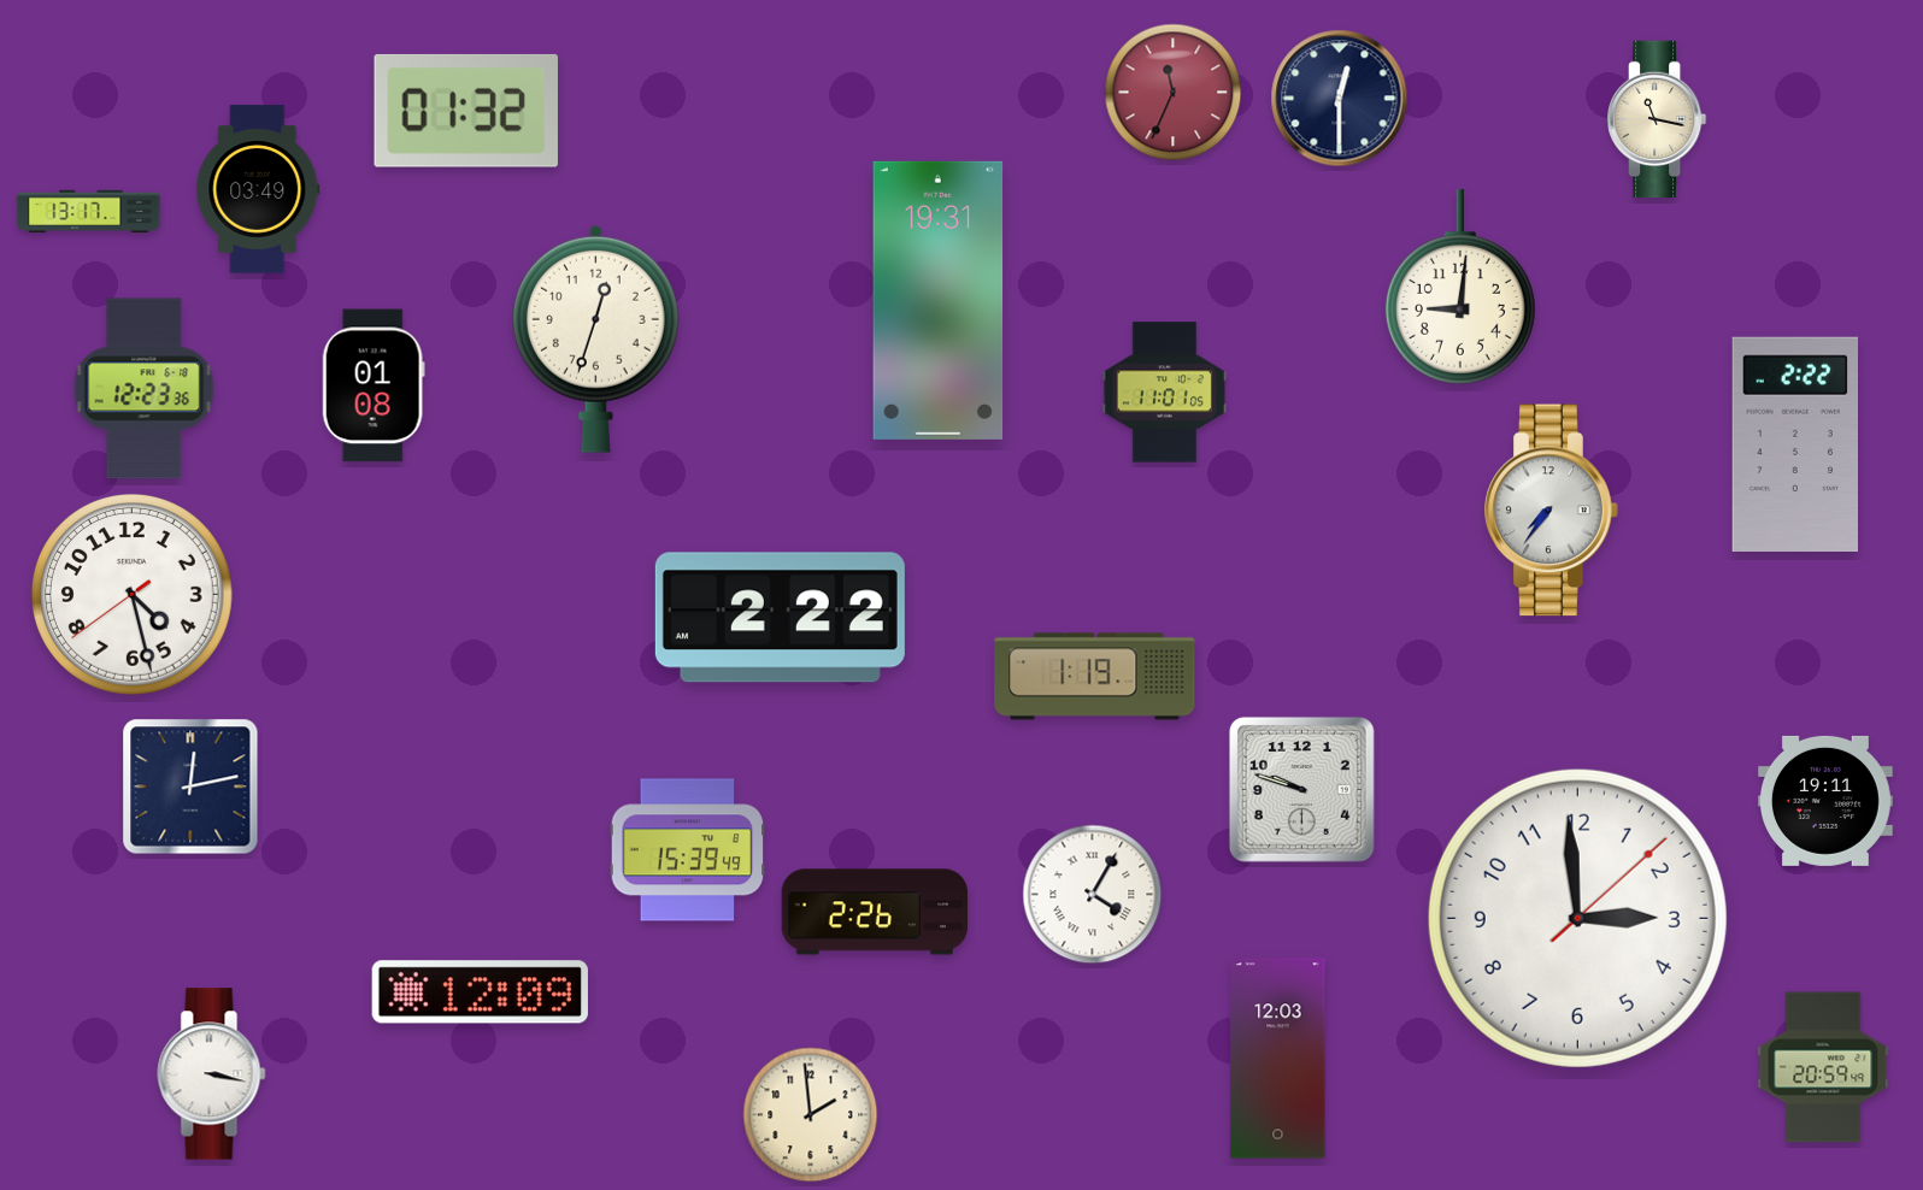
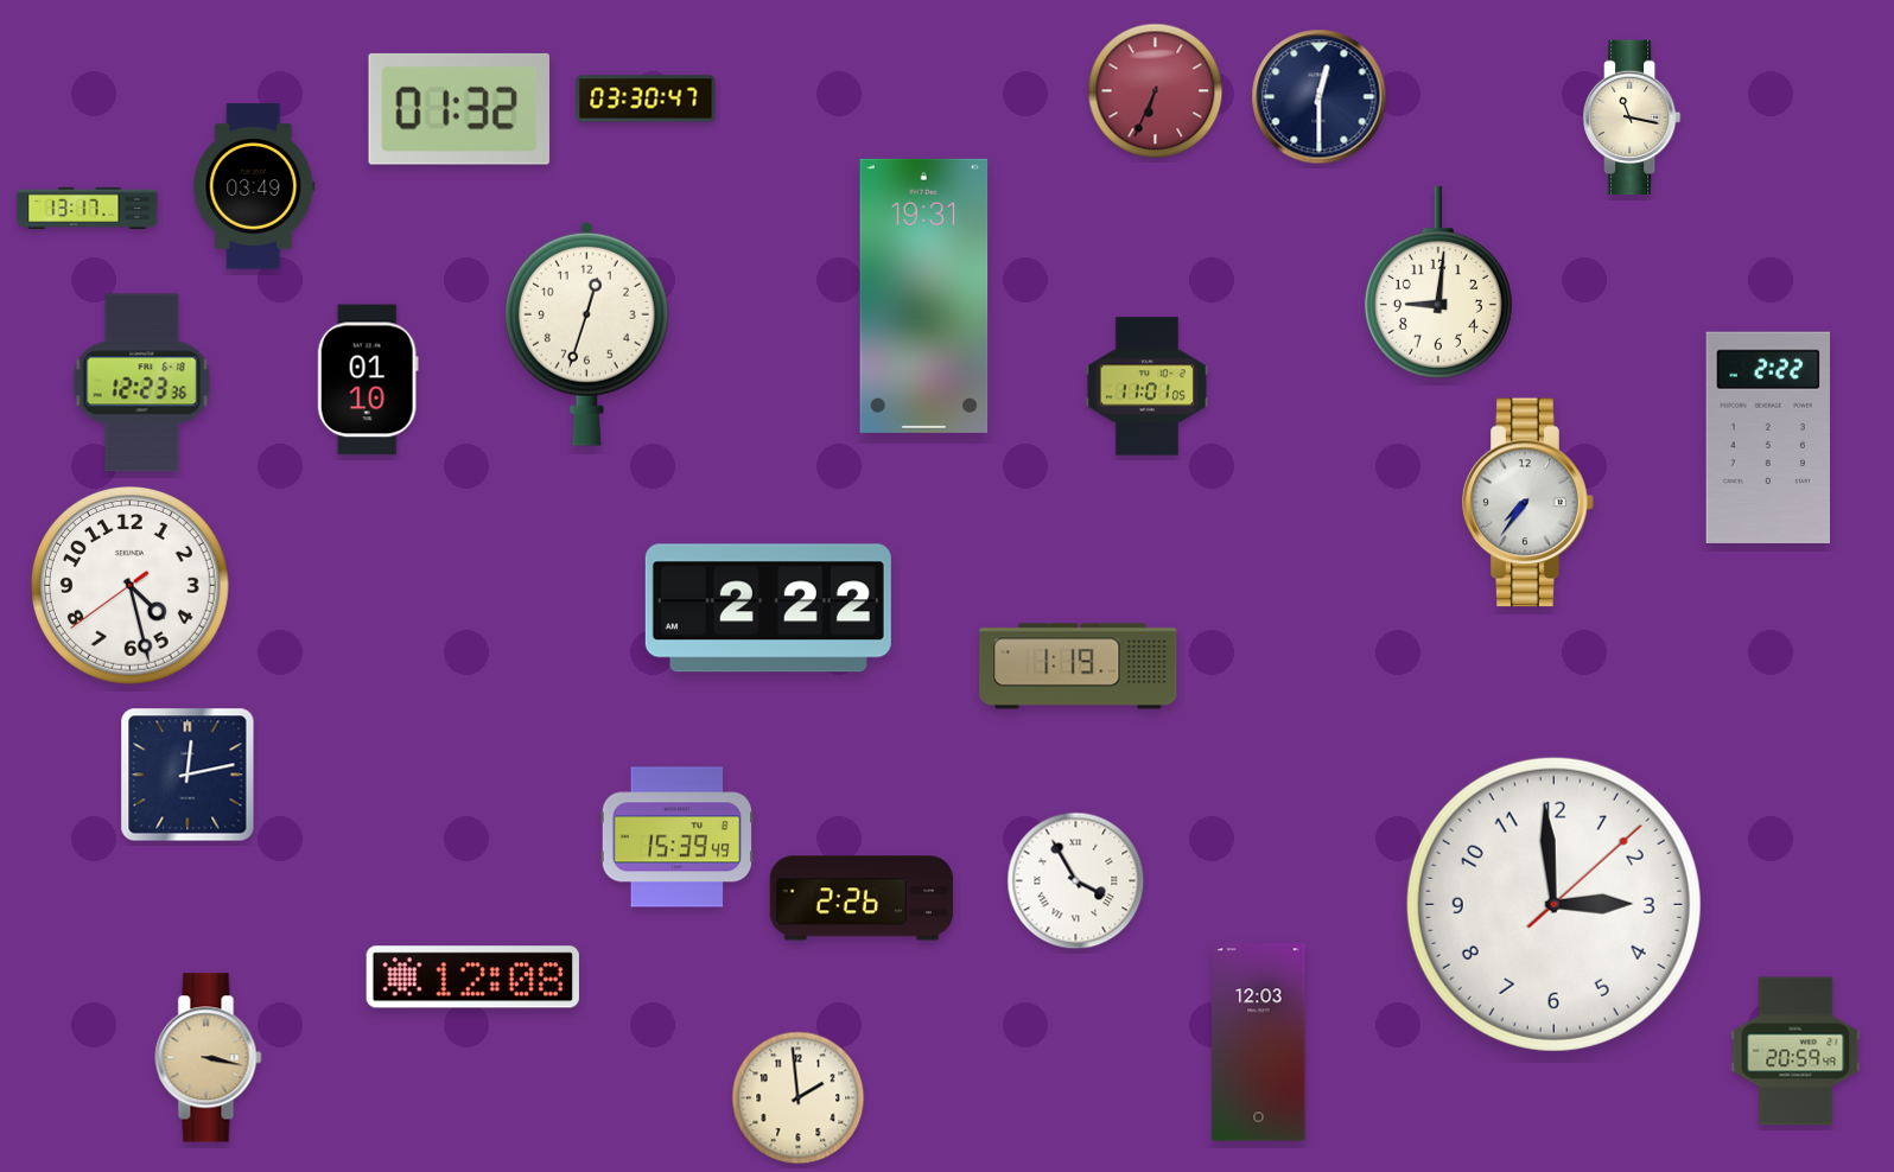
clock at (1174, 93): 11:34 -> 6:34
clock at (646, 98): none -> 03:30
clock at (374, 385): 01:08 -> 01:10
clock at (1301, 789): 9:48 -> none
clock at (1825, 801): 19:11 -> none
clock at (1093, 895): 4:05 -> 3:55
clock at (480, 992): 12:09 -> 12:08
clock at (212, 1074) dial: white -> champagne
